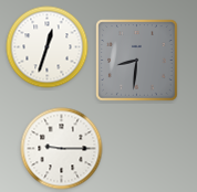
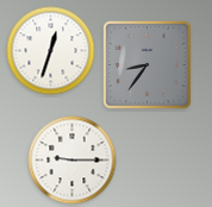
clock at (137, 61): 8:31 -> 8:36
clock at (62, 149) position: (62, 149) -> (73, 161)
